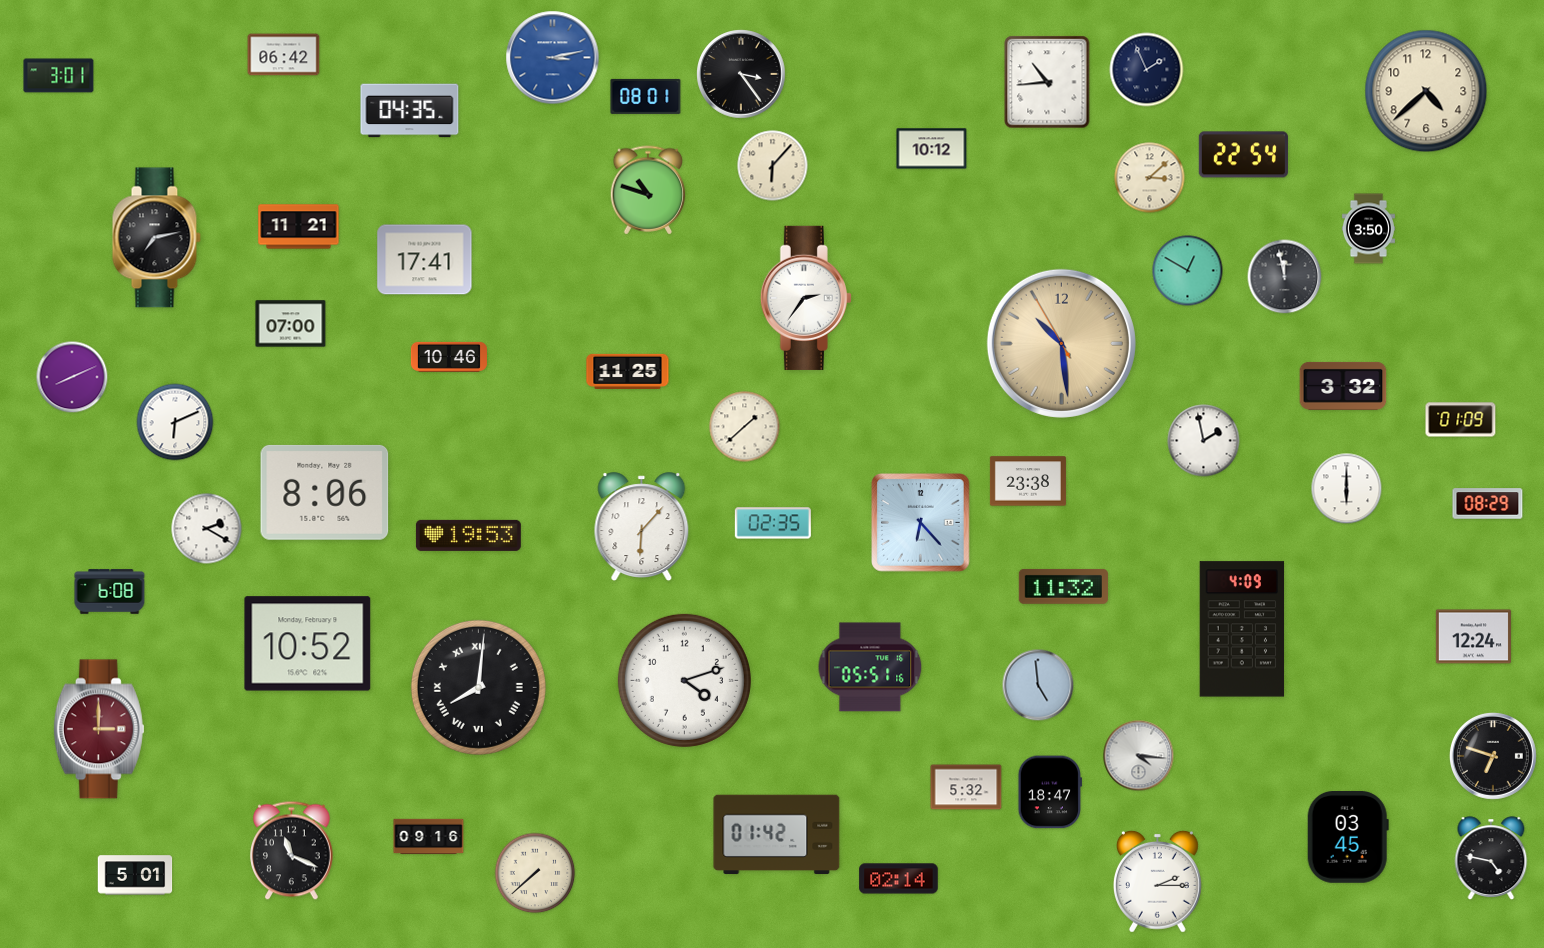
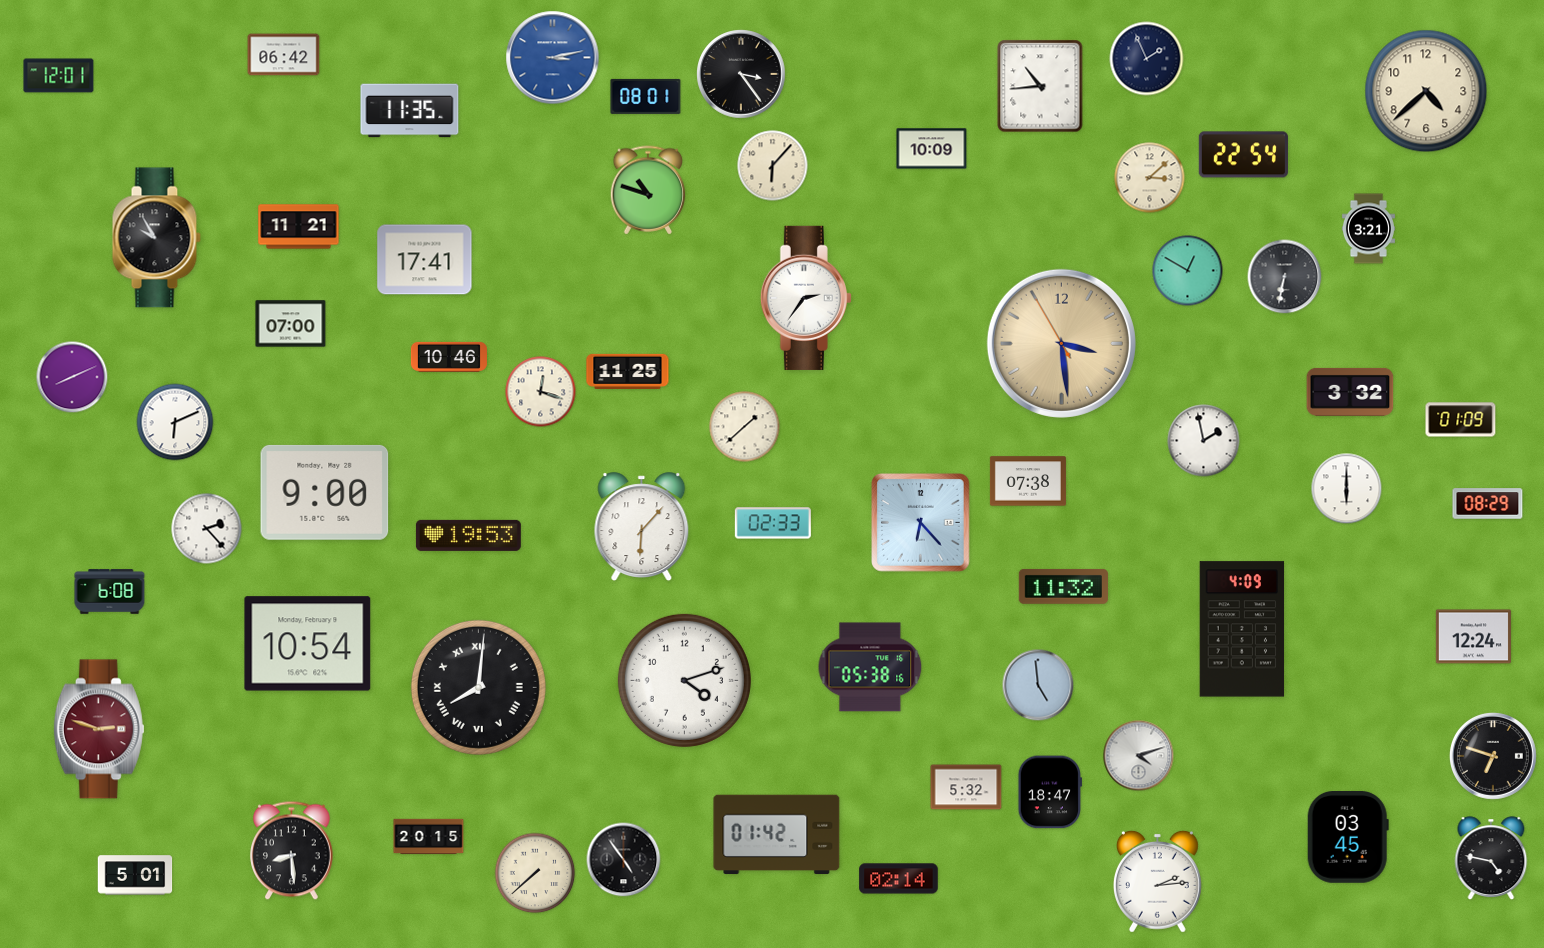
clock at (1147, 70) position: (1147, 70) -> (1147, 59)
clock at (59, 76): 3:01 -> 12:01
clock at (1047, 82) position: (1047, 82) -> (1040, 86)
clock at (410, 111): 04:35 -> 11:35
clock at (932, 149): 10:12 -> 10:09
clock at (1368, 229): 3:50 -> 3:21
clock at (156, 238): 7:13 -> 9:55
clock at (1285, 277): 11:58 -> 6:32
clock at (1061, 343): 10:28 -> 3:28
clock at (1343, 386) position: (1343, 386) -> (1350, 392)
clock at (541, 392): none -> 12:18
clock at (1028, 481): 23:38 -> 07:38
clock at (325, 492): 8:06 -> 9:00
clock at (773, 523): 02:35 -> 02:33
clock at (207, 529): 2:20 -> 2:23
clock at (308, 644): 10:52 -> 10:54
clock at (870, 667): 05:51 -> 05:38
clock at (99, 729): 3:00 -> 2:48
clock at (1139, 756): 4:16 -> 4:12
clock at (429, 837): 09:16 -> 20:15
clock at (292, 851): 11:19 -> 8:29
clock at (624, 860): none -> 4:54
clock at (1157, 881): 2:15 -> 2:14
